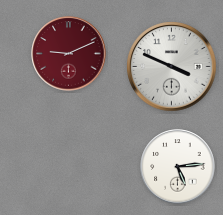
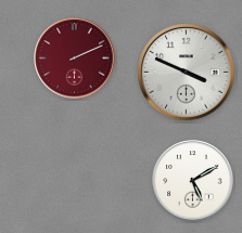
clock at (69, 54): 9:11 -> 2:11
clock at (178, 167): 5:14 -> 5:10
